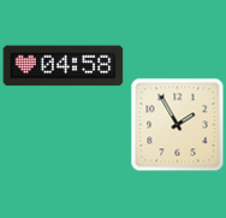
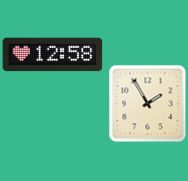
clock at (64, 66): 04:58 -> 12:58
